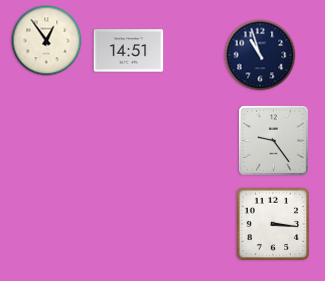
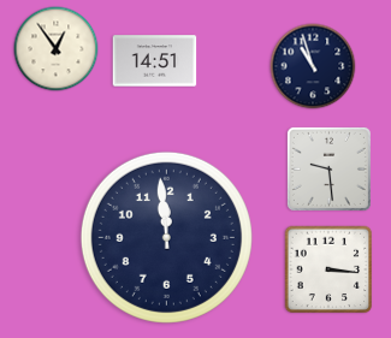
clock at (273, 140): 9:24 -> 9:29
clock at (166, 237): none -> 11:59
